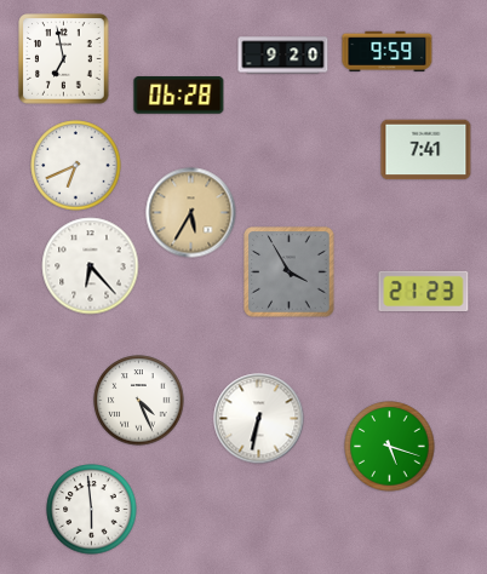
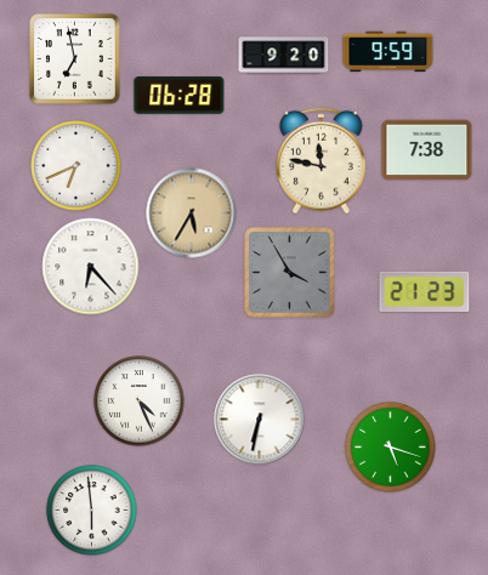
clock at (64, 59) position: (64, 59) -> (75, 59)
clock at (426, 150): 7:41 -> 7:38
clock at (322, 161): none -> 11:47
